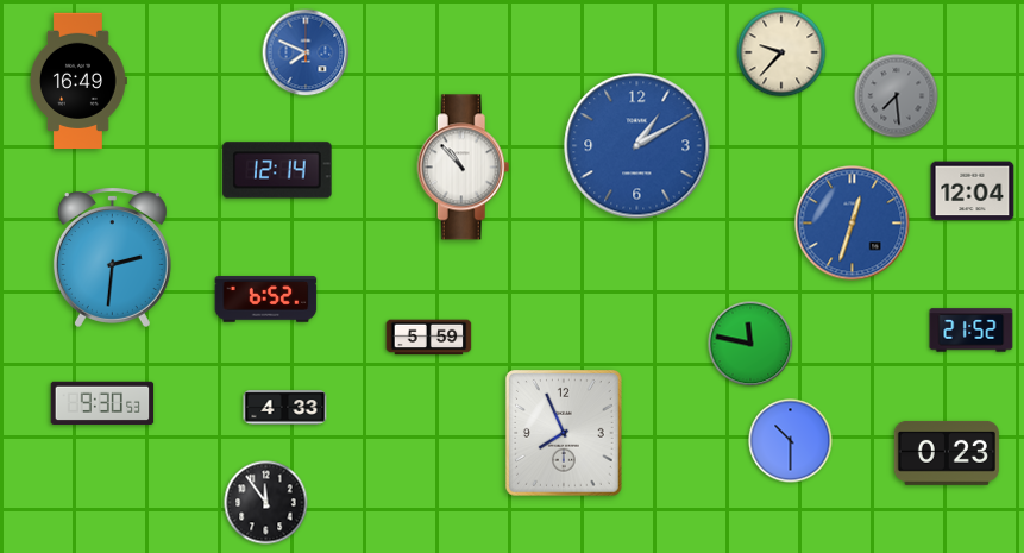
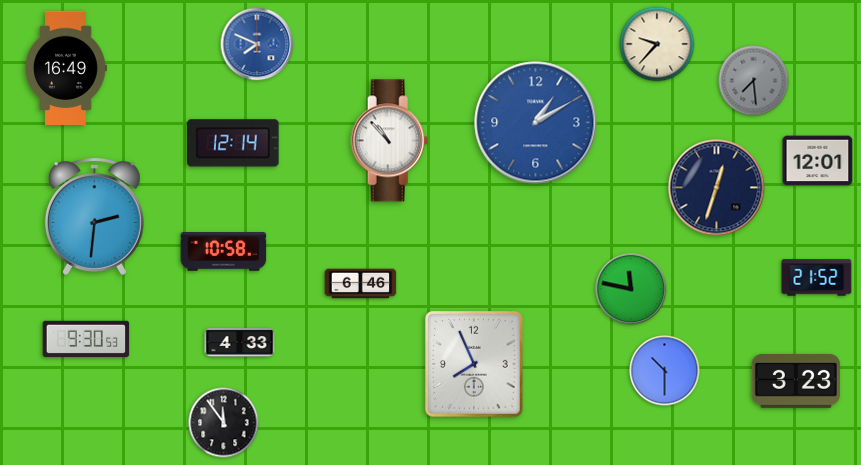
clock at (973, 191): 12:04 -> 12:01
clock at (853, 224) dial: blue -> navy
clock at (266, 300): 6:52 -> 10:58
clock at (429, 338): 5:59 -> 6:46
clock at (947, 453): 0:23 -> 3:23
